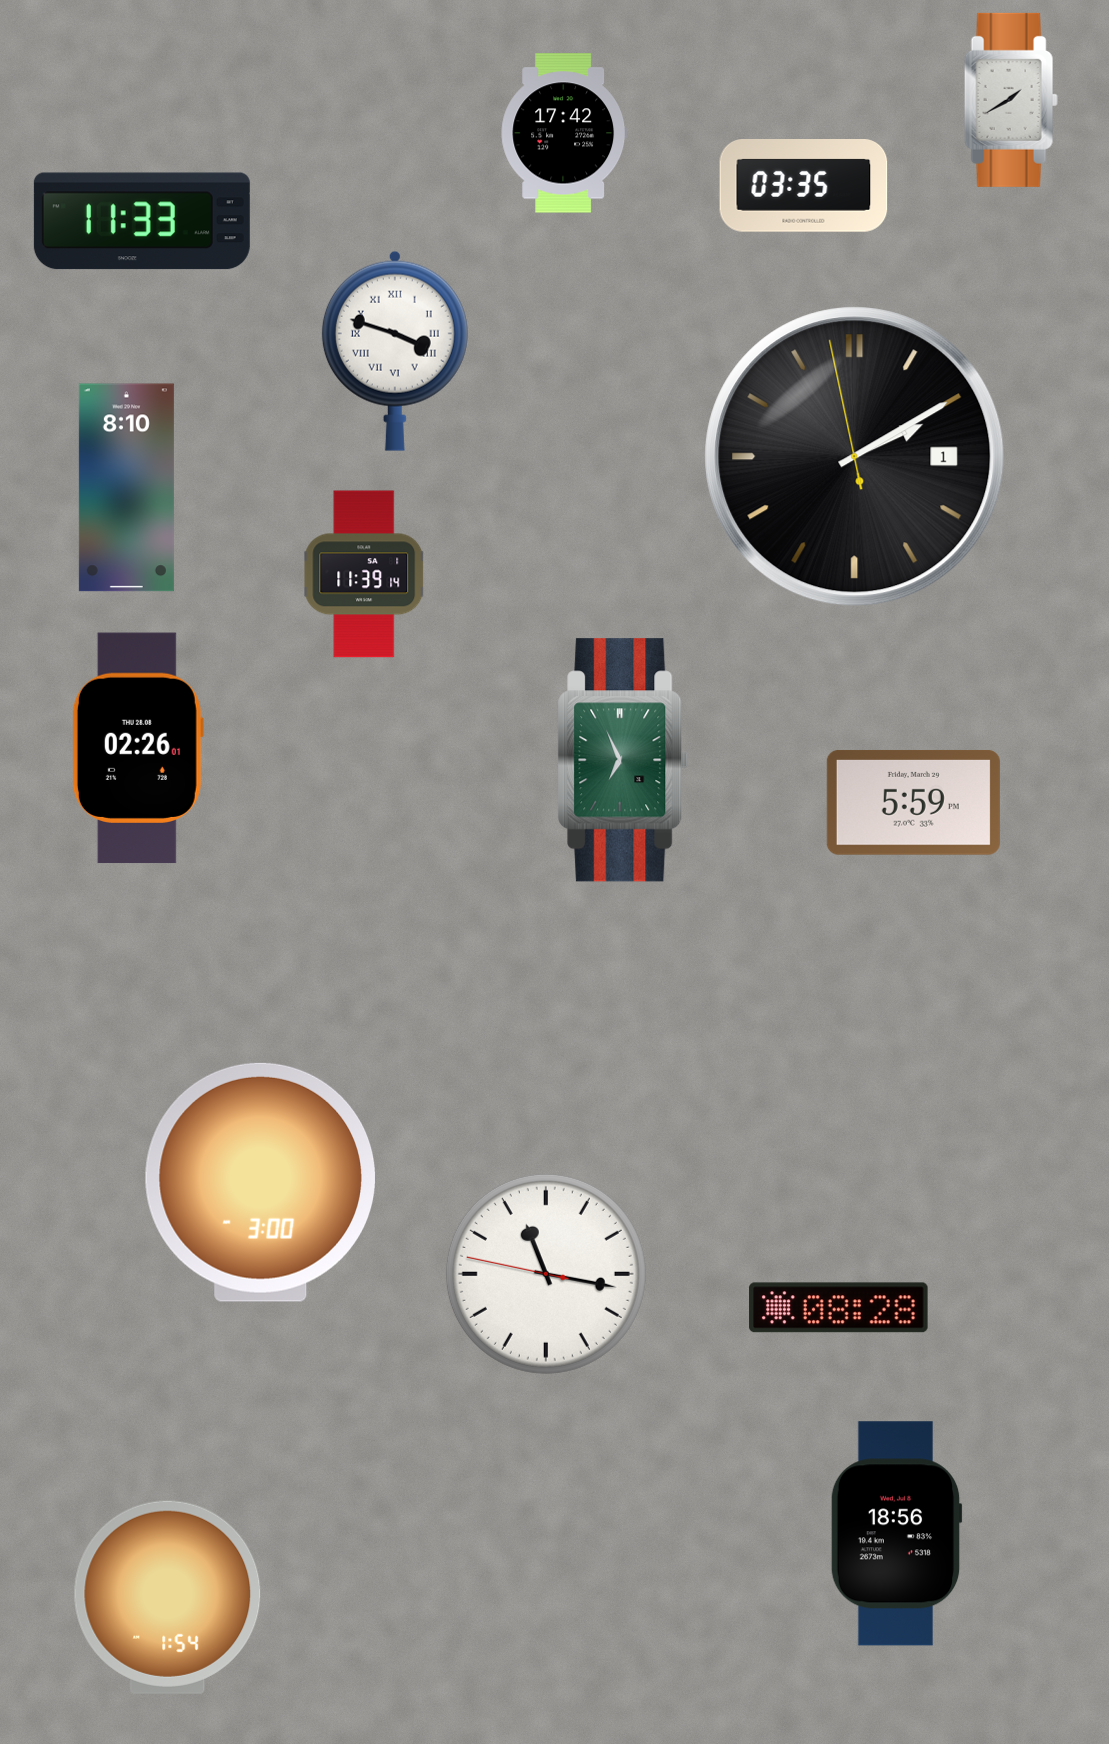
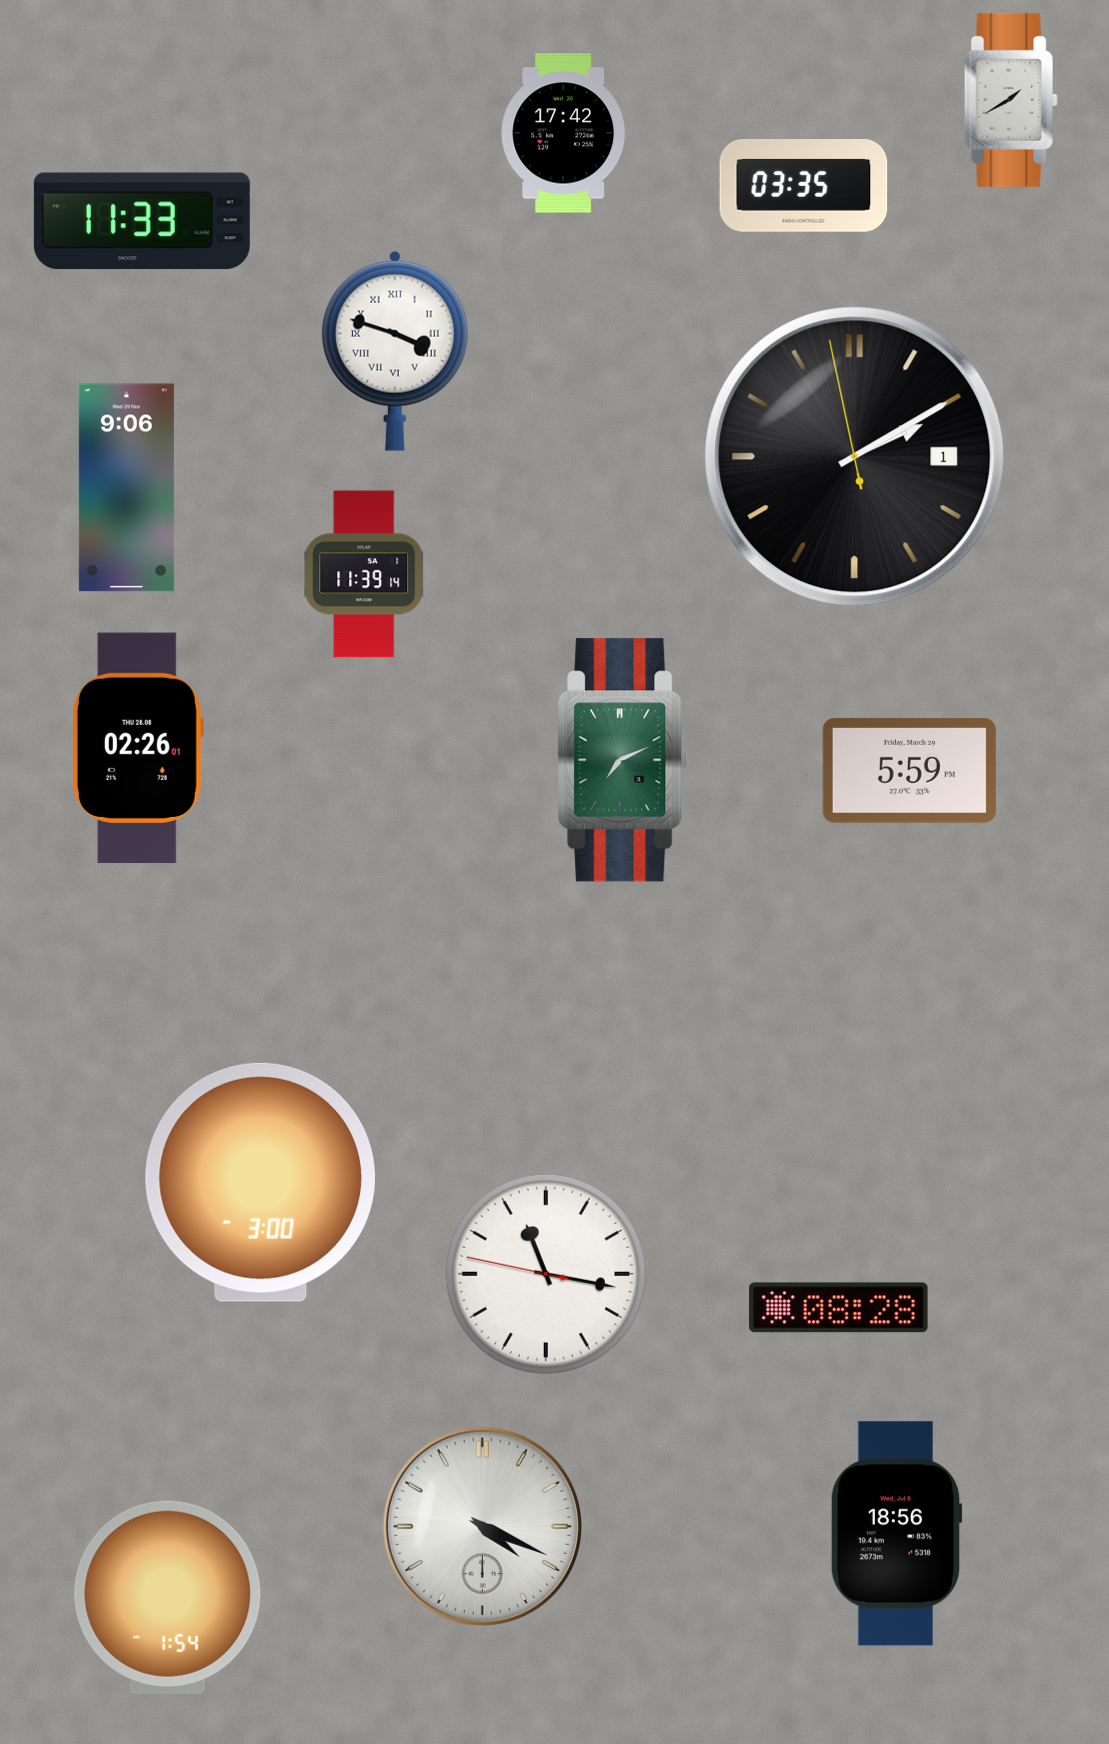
clock at (126, 488): 8:10 -> 9:06
clock at (623, 760): 6:56 -> 7:11
clock at (913, 802) position: (913, 802) -> (909, 770)
clock at (482, 1526): none -> 4:19
